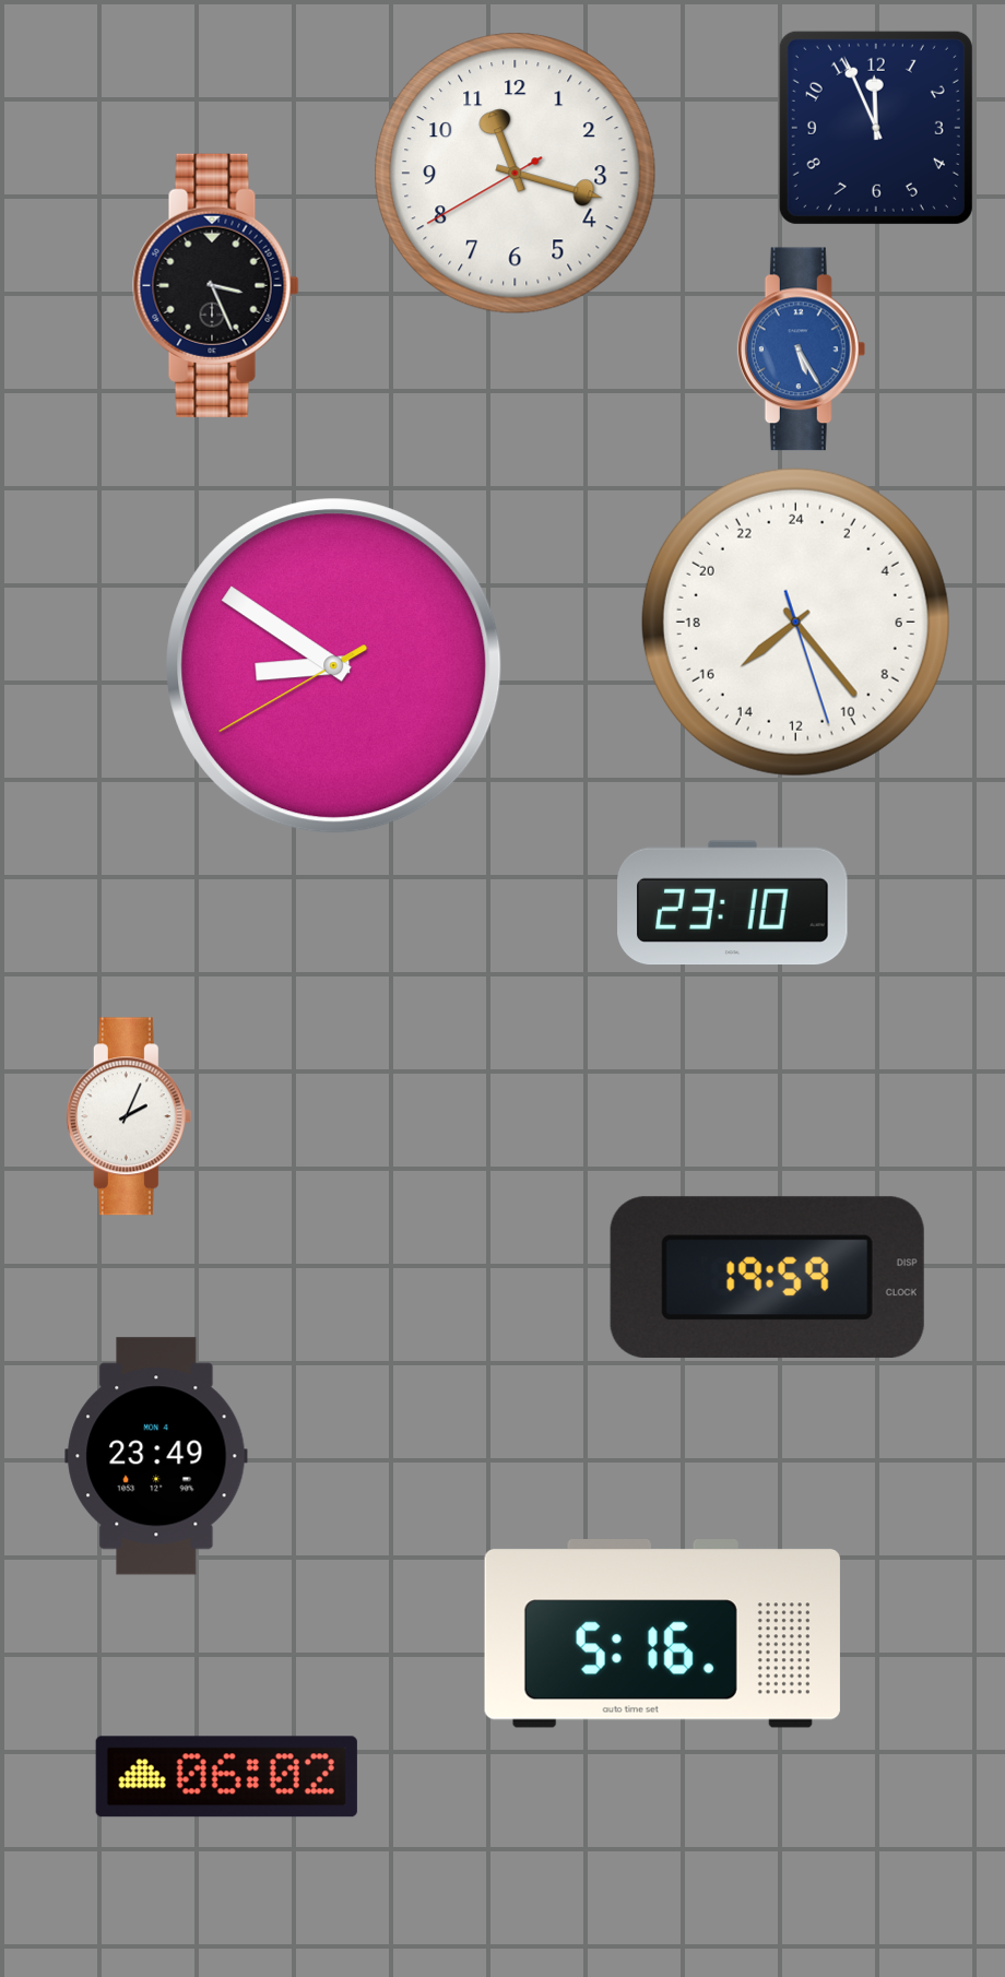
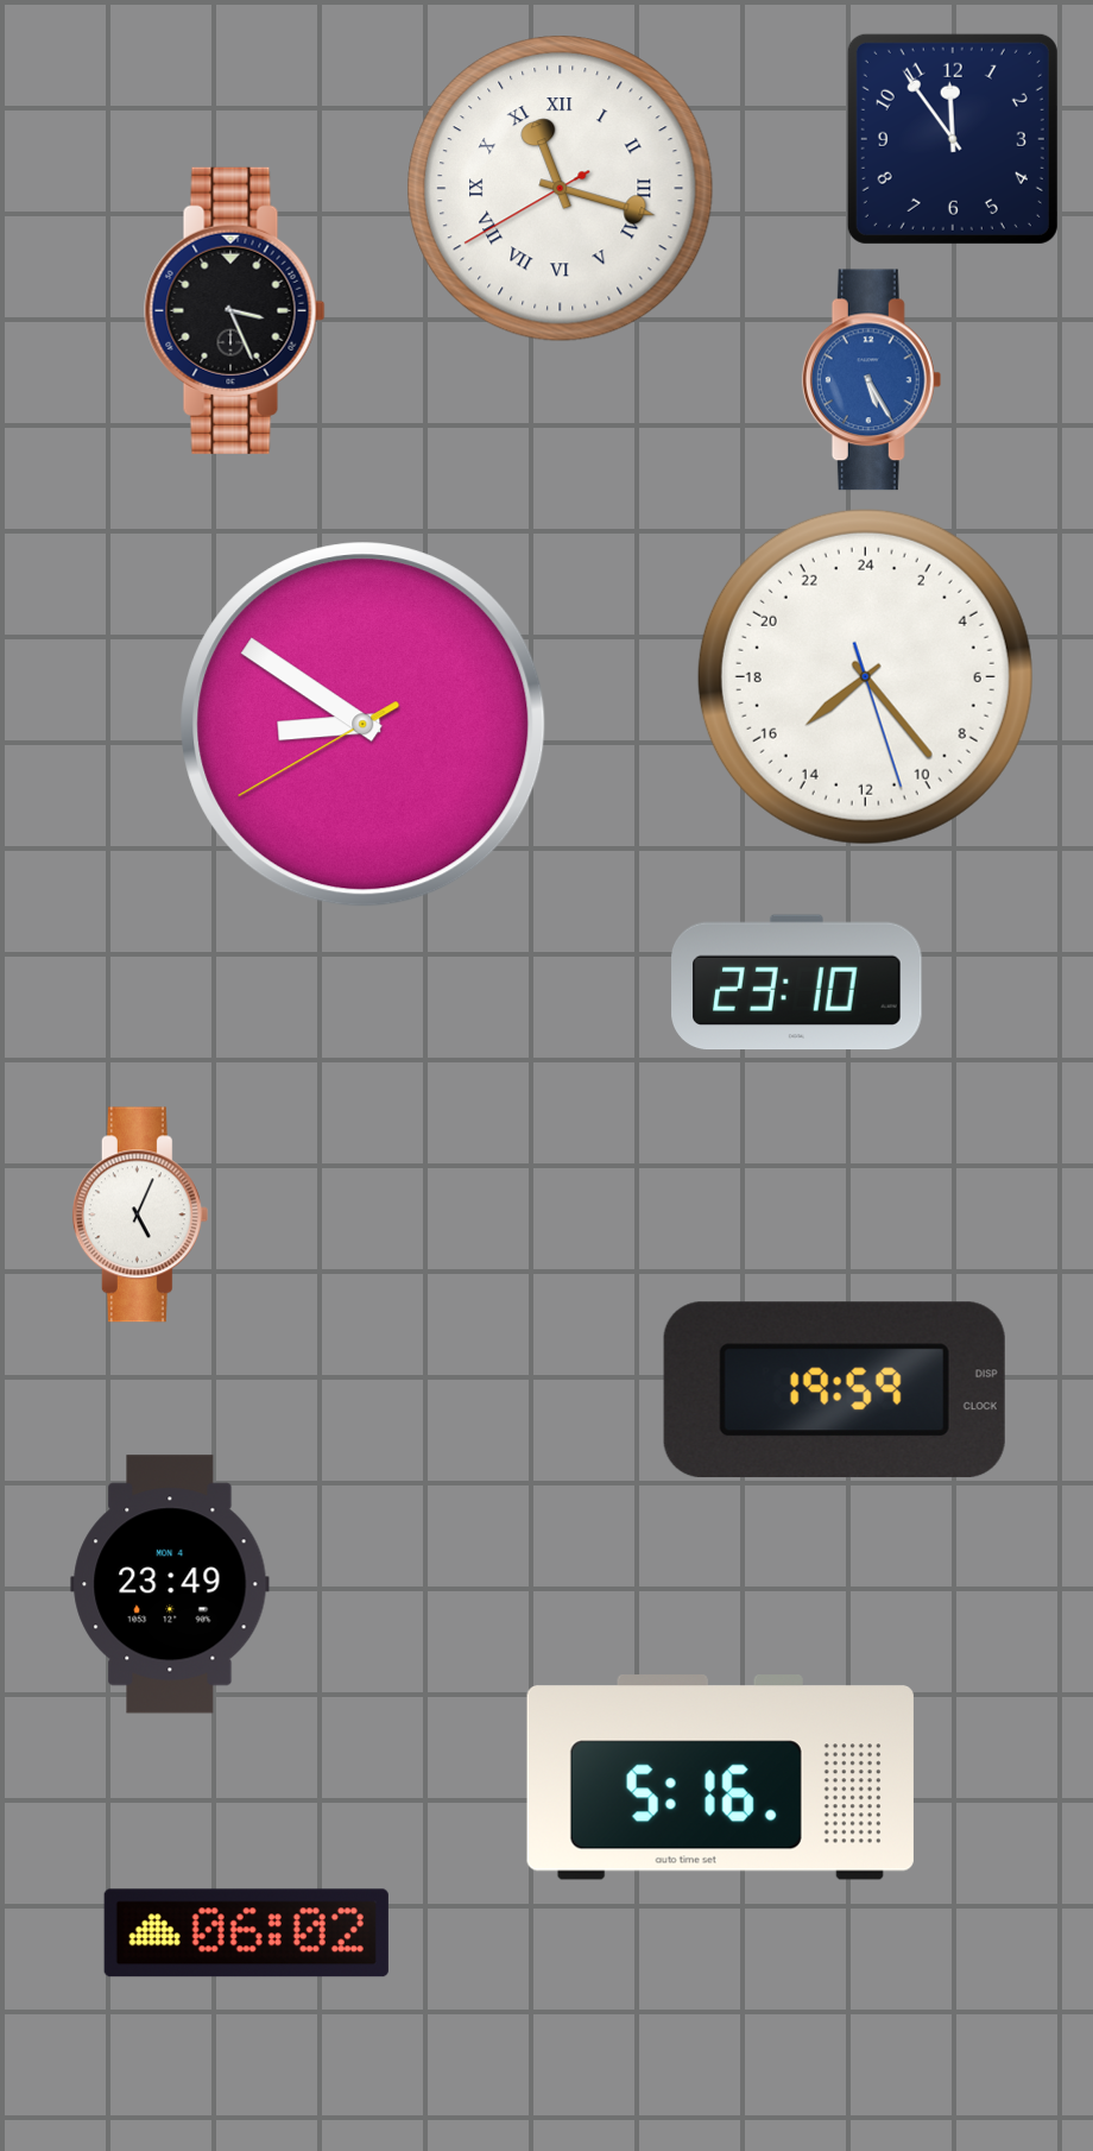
clock at (876, 128): 11:56 -> 11:54
clock at (516, 174) numerals: Arabic -> Roman
clock at (129, 1116): 2:04 -> 5:04
